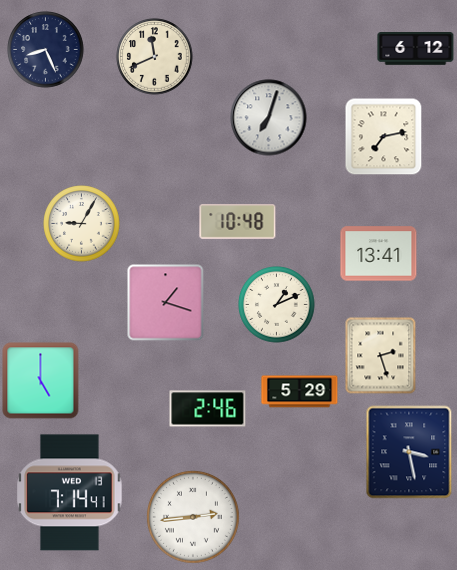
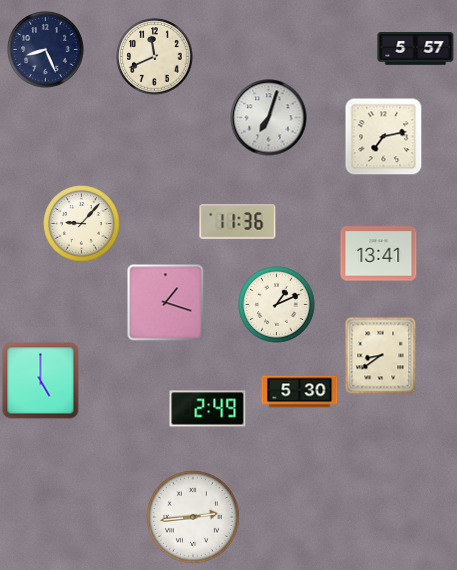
clock at (416, 49): 6:12 -> 5:57
clock at (238, 222): 10:48 -> 11:36
clock at (82, 224): 9:05 -> 9:07
clock at (381, 355): 2:27 -> 8:39
clock at (300, 392): 5:29 -> 5:30
clock at (208, 409): 2:46 -> 2:49
clock at (409, 452): 3:28 -> none
clock at (70, 493): 7:14 -> none
